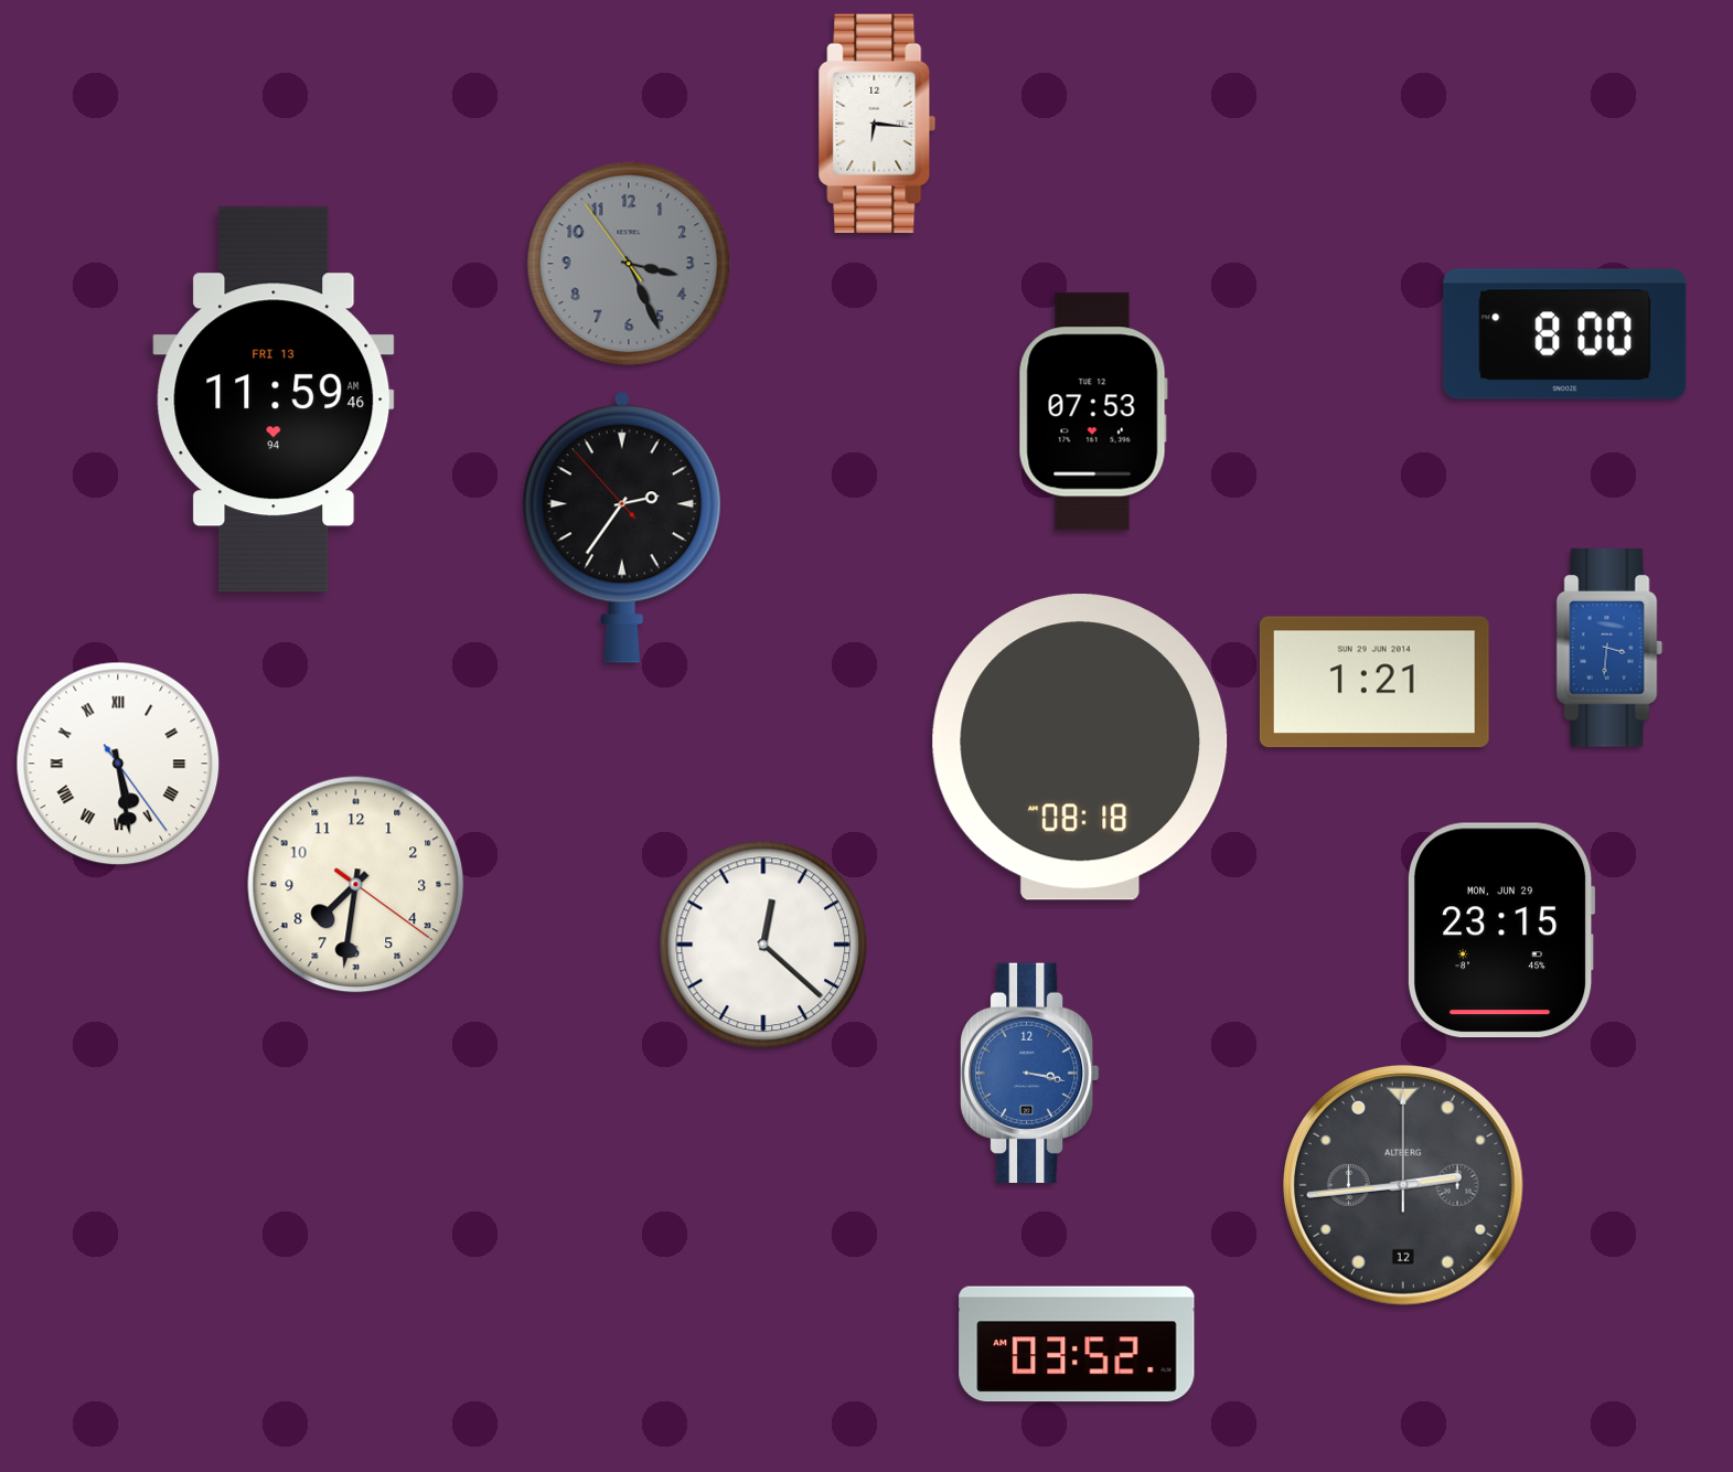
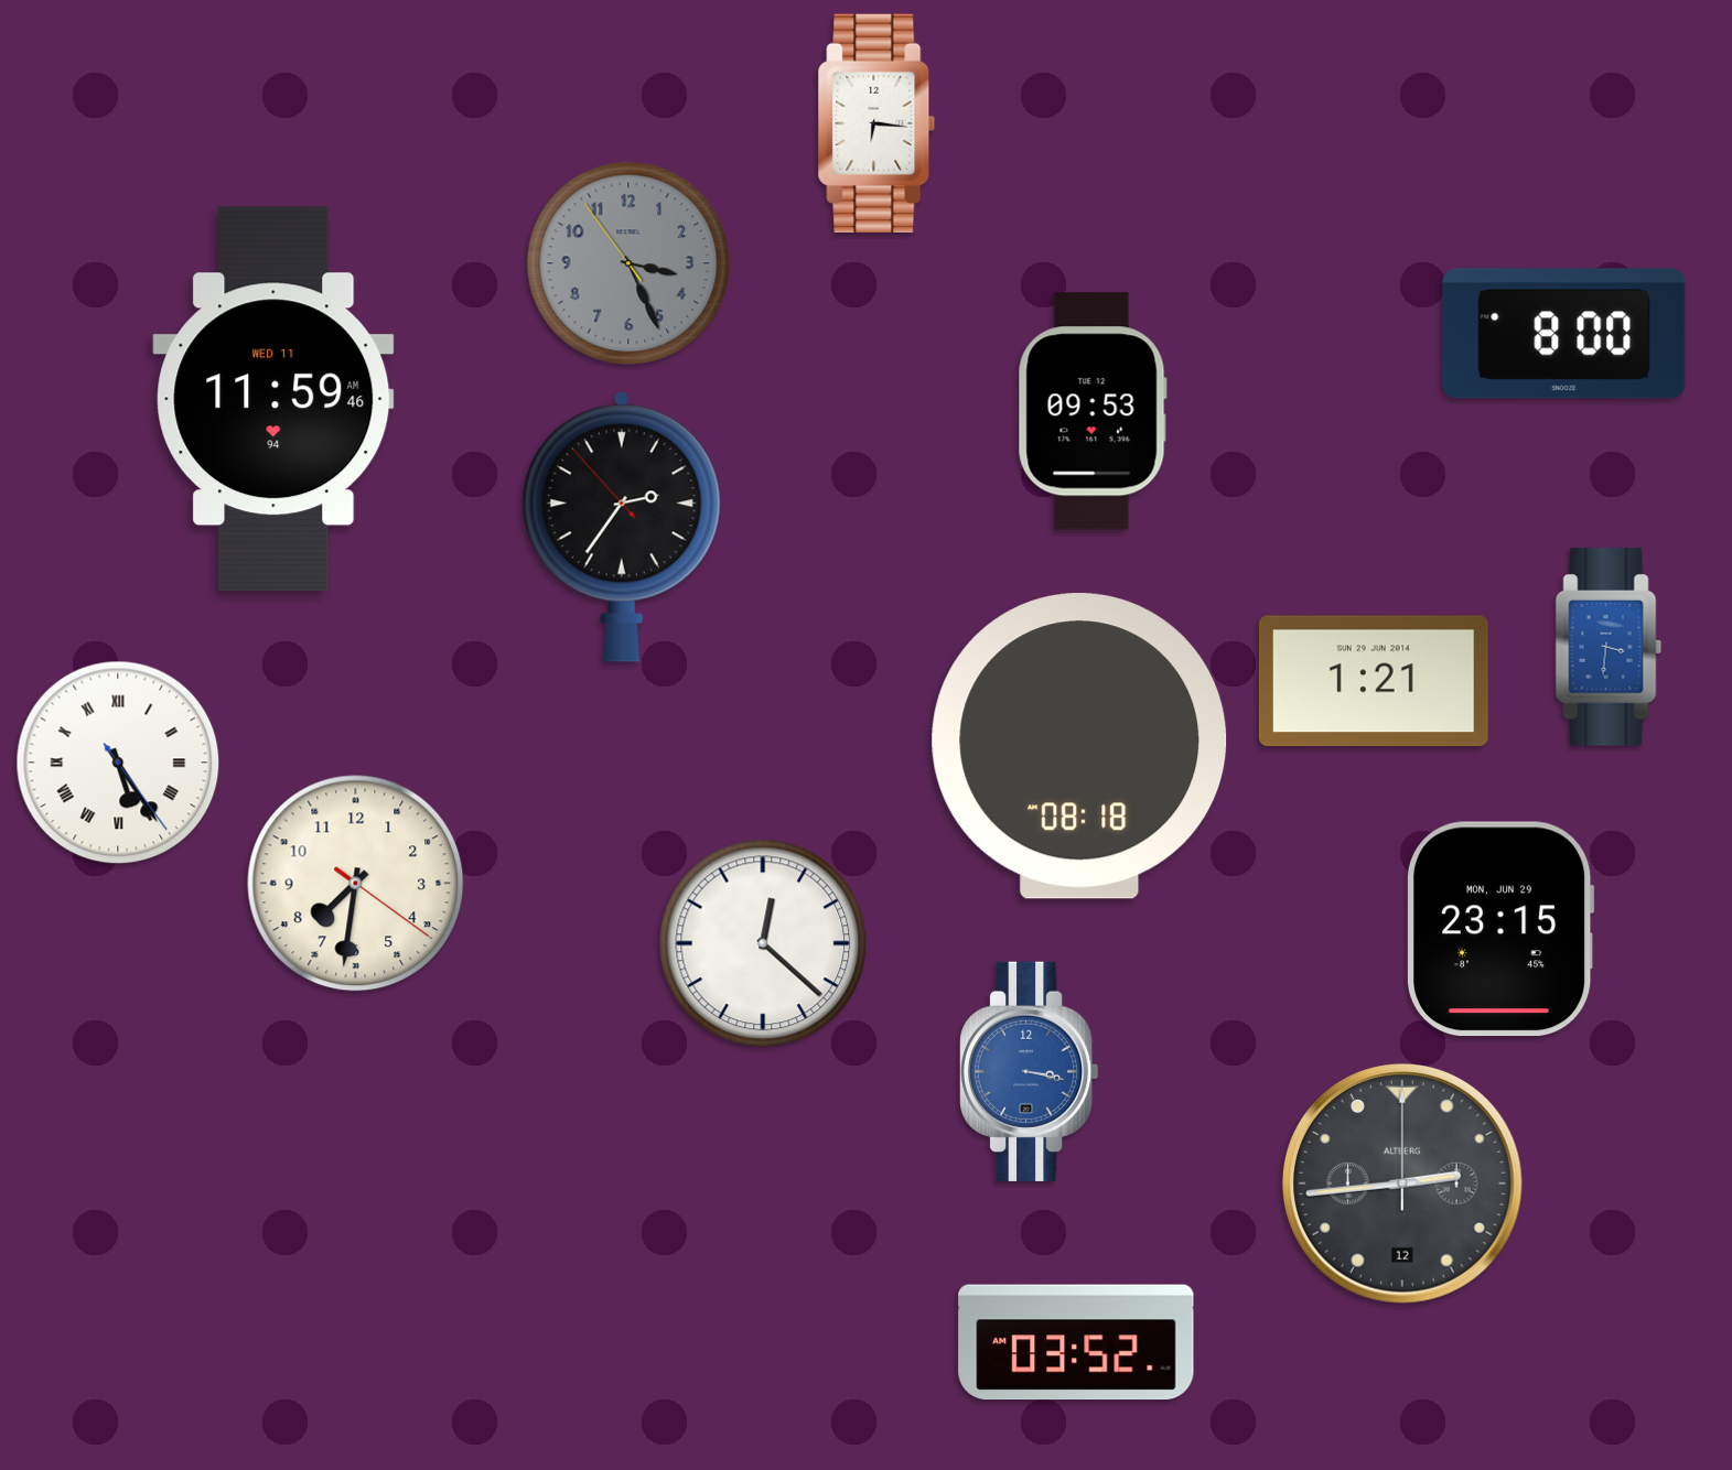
clock at (274, 399) date: FRI 13 -> WED 11
clock at (1093, 412): 07:53 -> 09:53
clock at (118, 764): 5:28 -> 5:24
